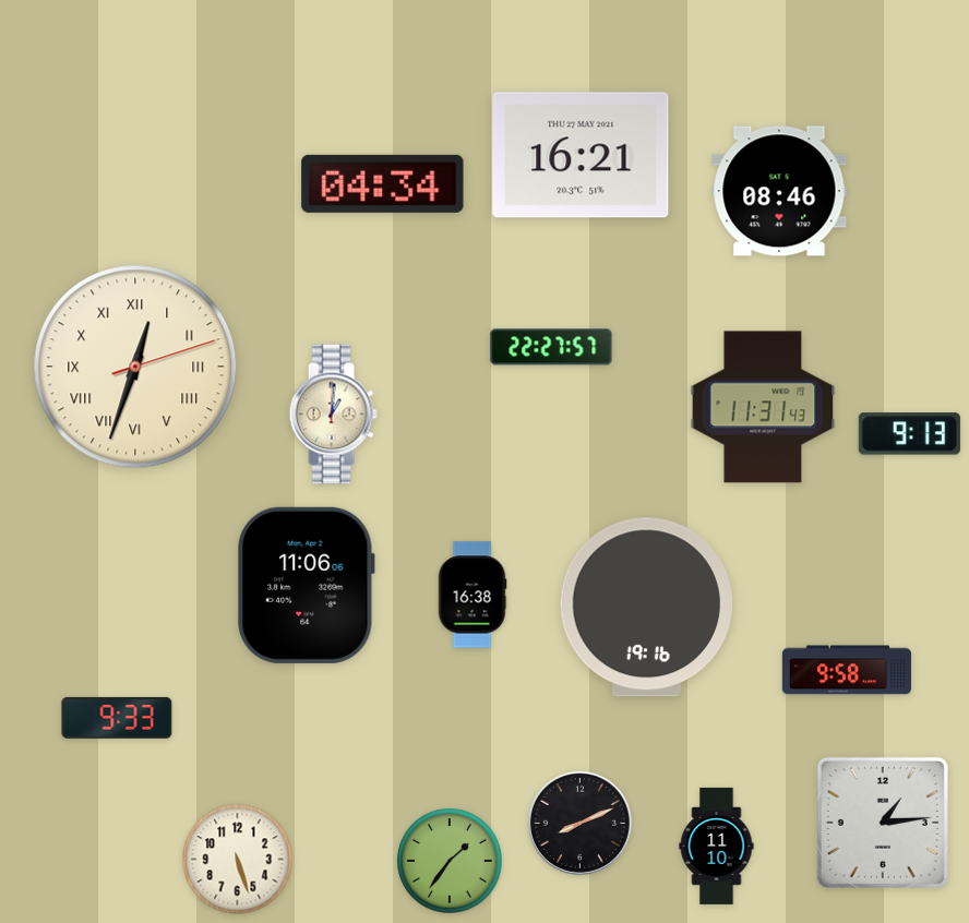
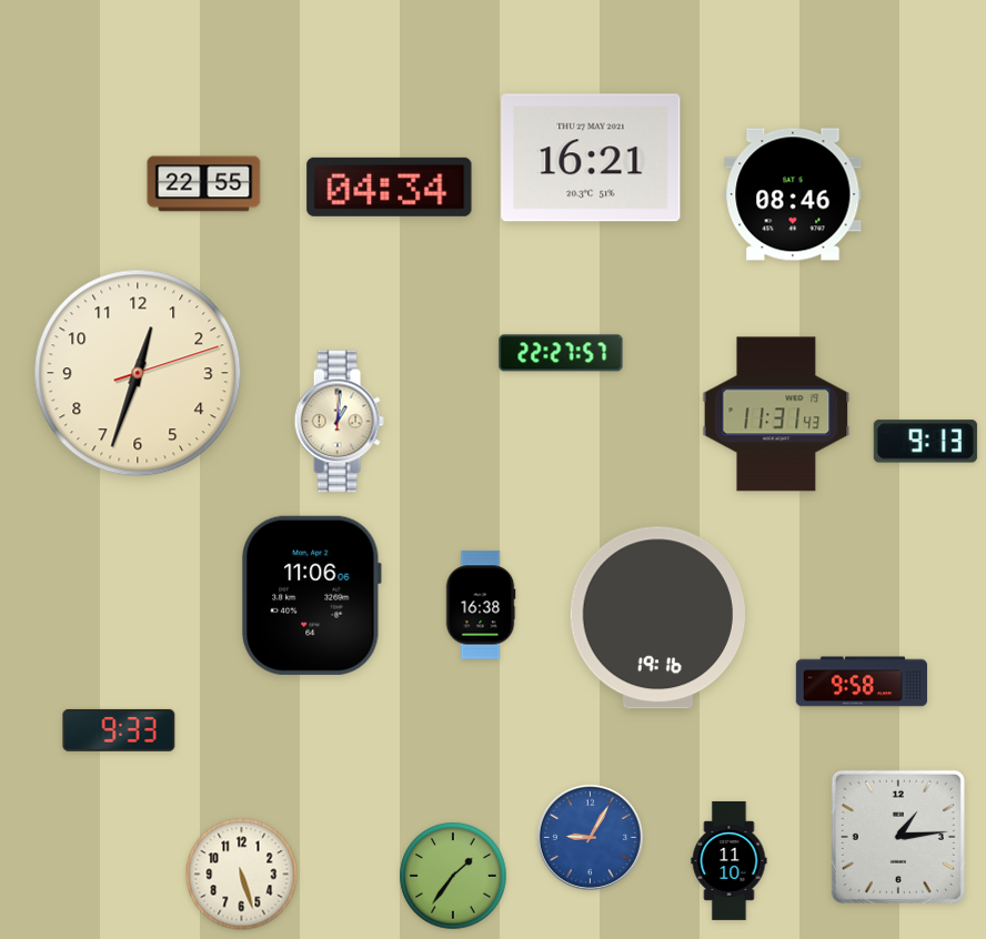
clock at (204, 184): none -> 22:55
clock at (135, 367) numerals: Roman -> Arabic
clock at (579, 823): 8:11 -> 9:05
clock at (579, 823) dial: black -> blue
clock at (450, 861) position: (450, 861) -> (453, 876)
